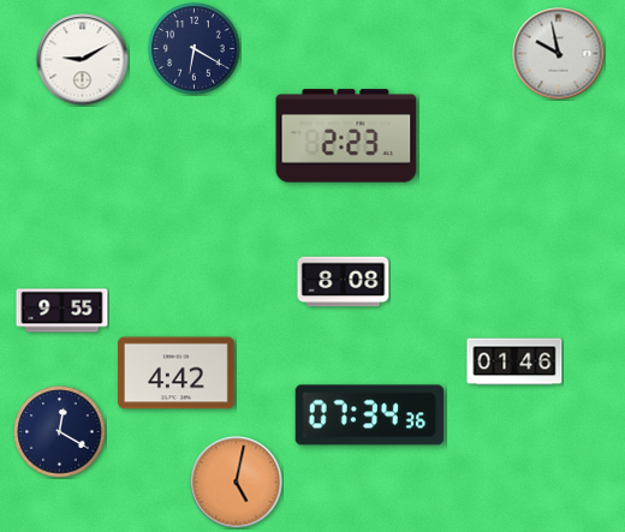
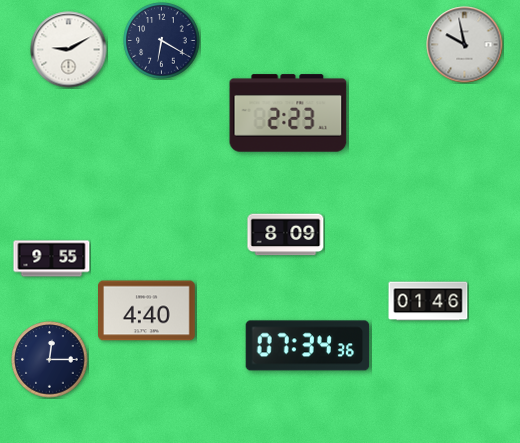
clock at (344, 282): 8:08 -> 8:09
clock at (177, 373): 4:42 -> 4:40
clock at (60, 432): 12:20 -> 12:15
clock at (237, 483): 5:02 -> none
